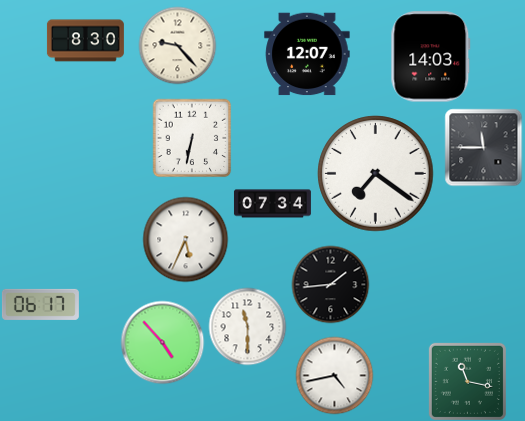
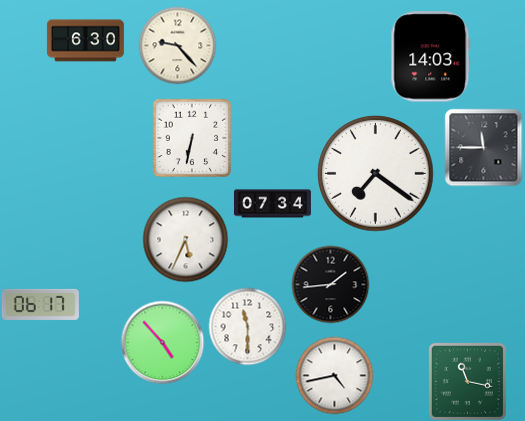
clock at (85, 41): 8:30 -> 6:30
clock at (307, 54): 12:07 -> none
